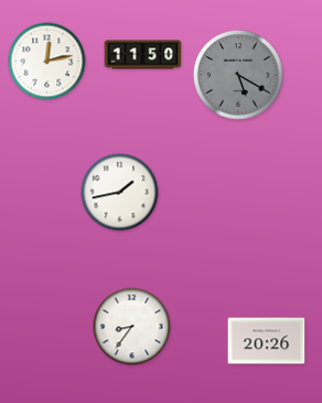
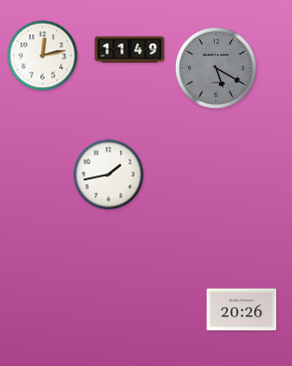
clock at (143, 55): 11:50 -> 11:49
clock at (132, 327): 8:36 -> none
